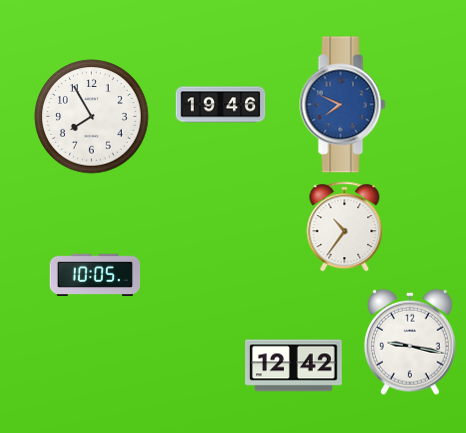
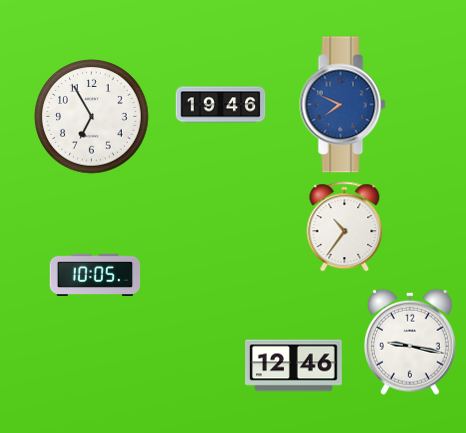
clock at (92, 117): 7:55 -> 6:55
clock at (294, 366): 12:42 -> 12:46
